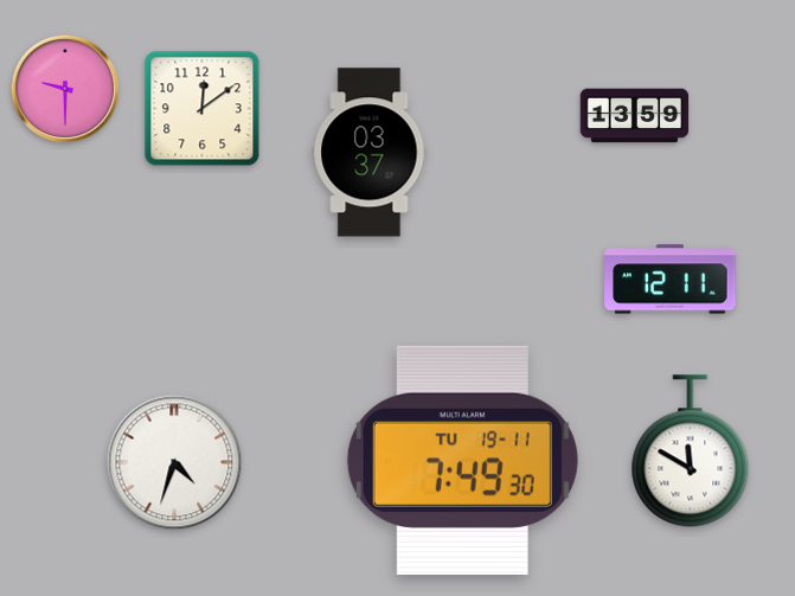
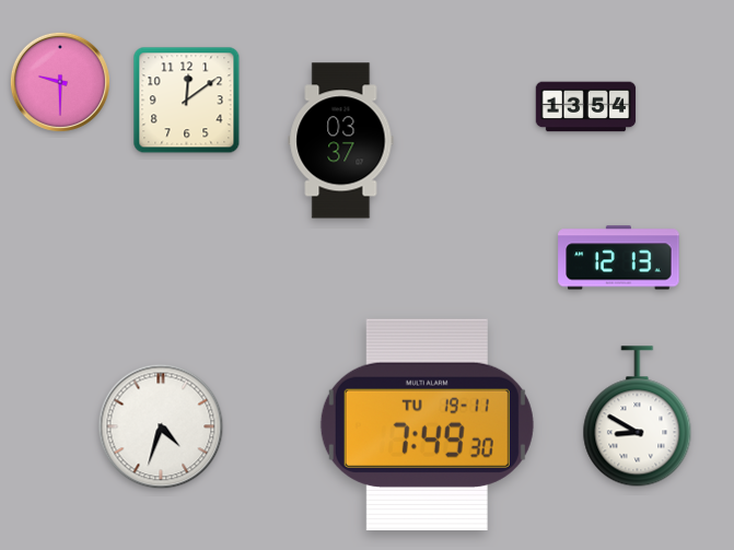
clock at (635, 116): 13:59 -> 13:54
clock at (671, 280): 12:11 -> 12:13
clock at (691, 451): 11:50 -> 8:50
